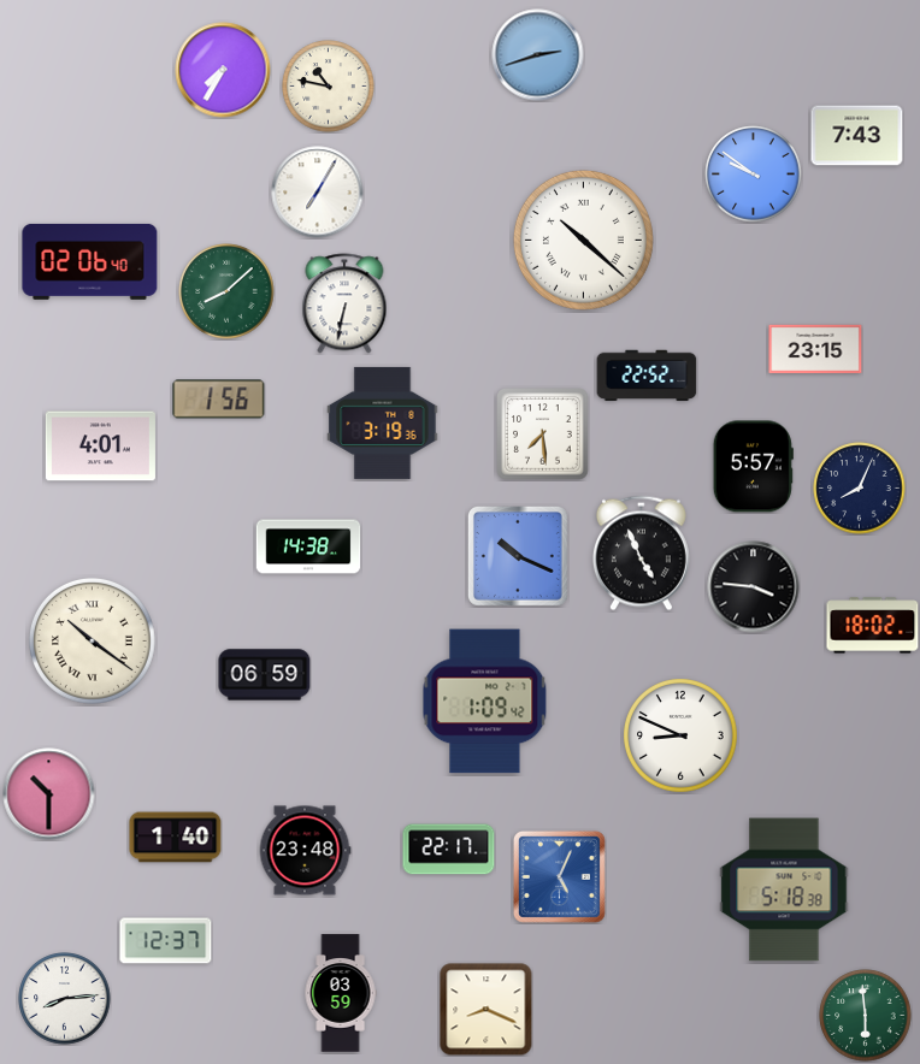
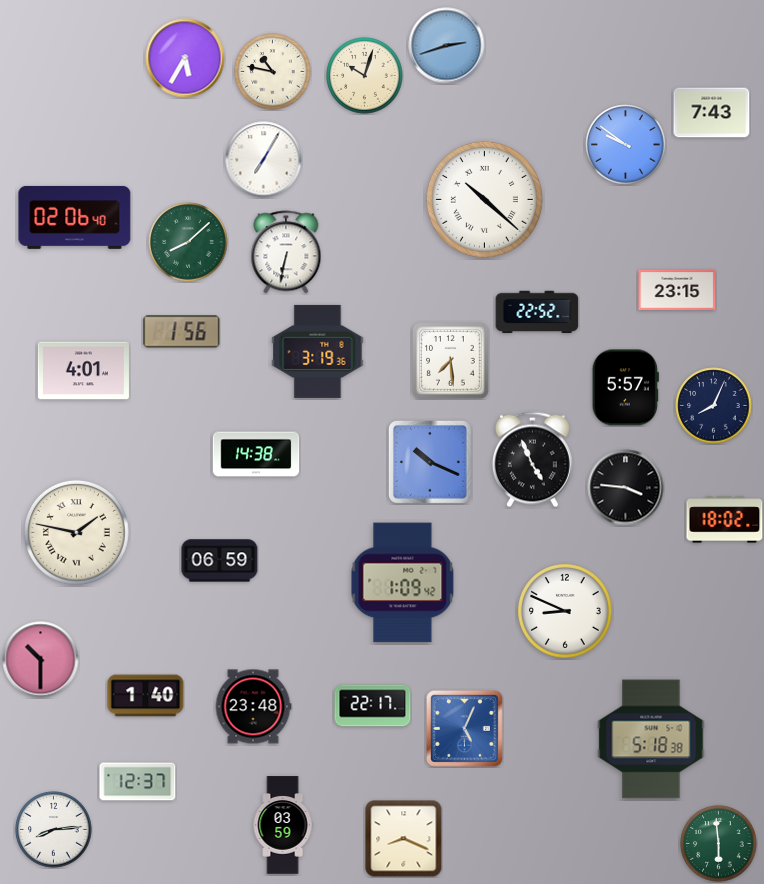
clock at (223, 70): 7:35 -> 5:35
clock at (365, 76): none -> 10:03
clock at (92, 640): 10:21 -> 1:47
